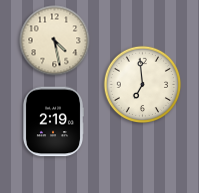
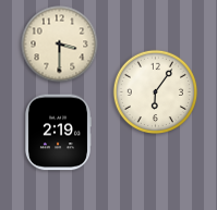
clock at (55, 41): 4:28 -> 3:30
clock at (143, 85): 6:59 -> 6:06
